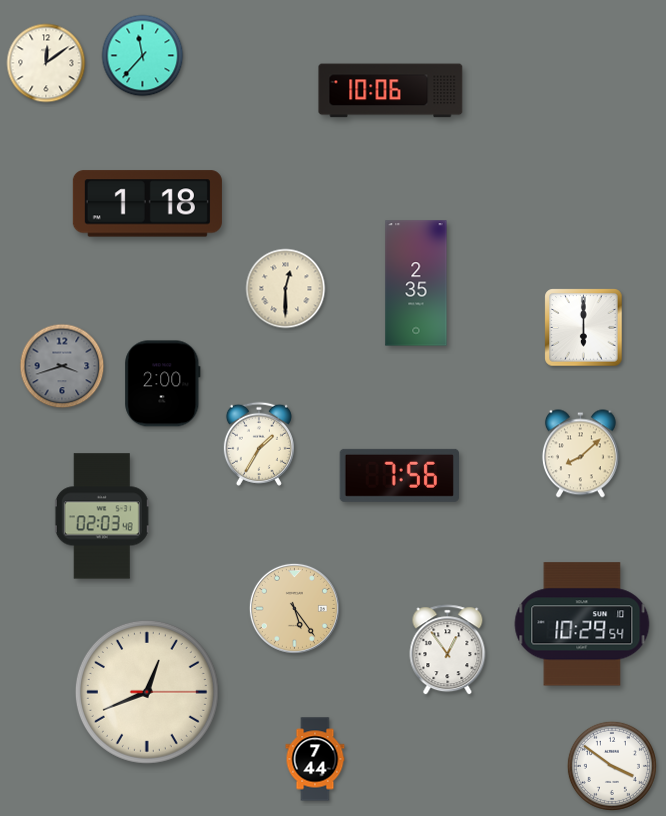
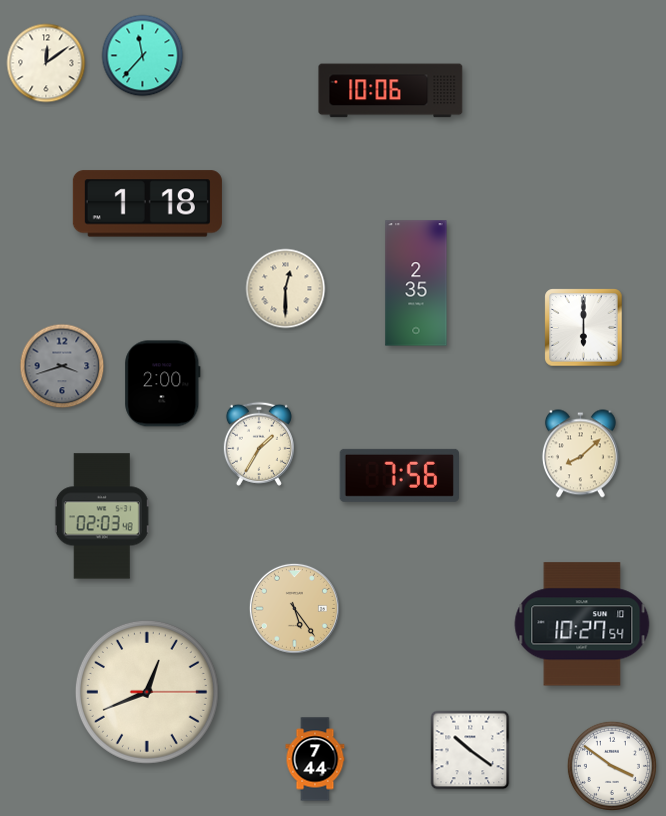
clock at (582, 624): 10:29 -> 10:27
clock at (448, 650): 12:54 -> none
clock at (470, 750): none -> 10:21
